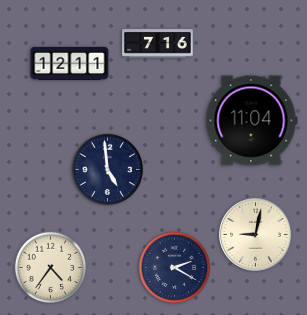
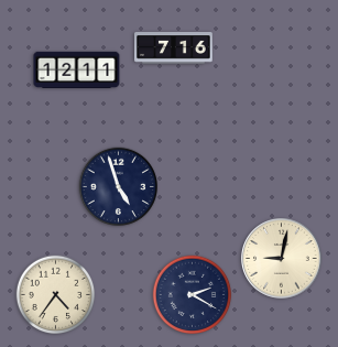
clock at (252, 121): 11:04 -> none
clock at (108, 170): 4:59 -> 4:57
